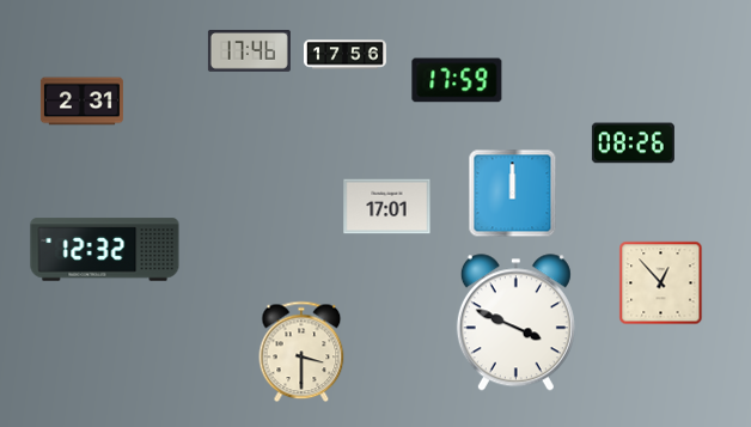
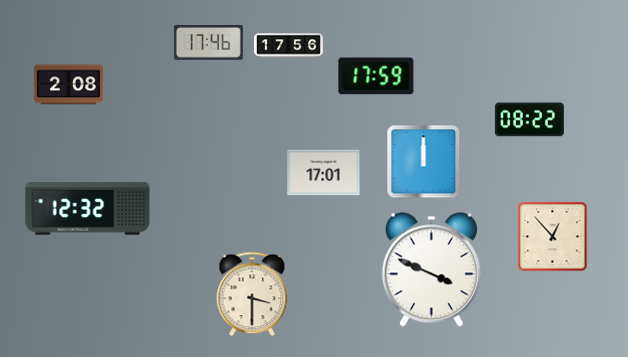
clock at (457, 80) position: (457, 80) -> (376, 76)
clock at (81, 102): 2:31 -> 2:08
clock at (633, 144): 08:26 -> 08:22
clock at (513, 194) position: (513, 194) -> (424, 162)
